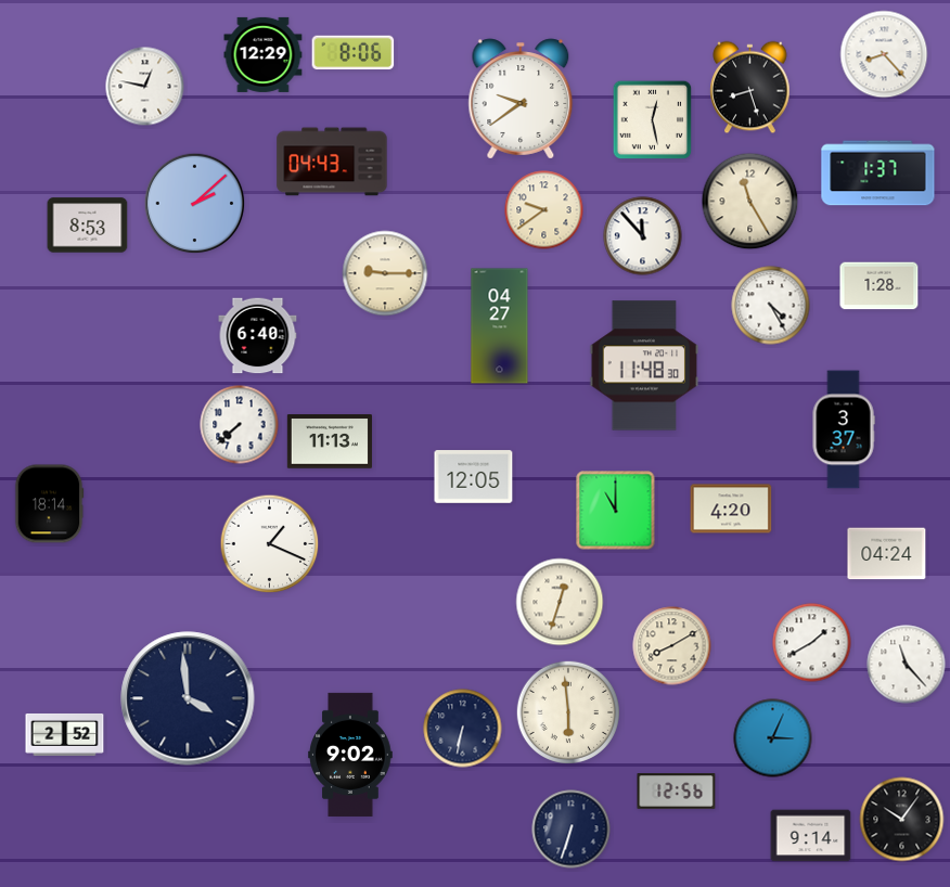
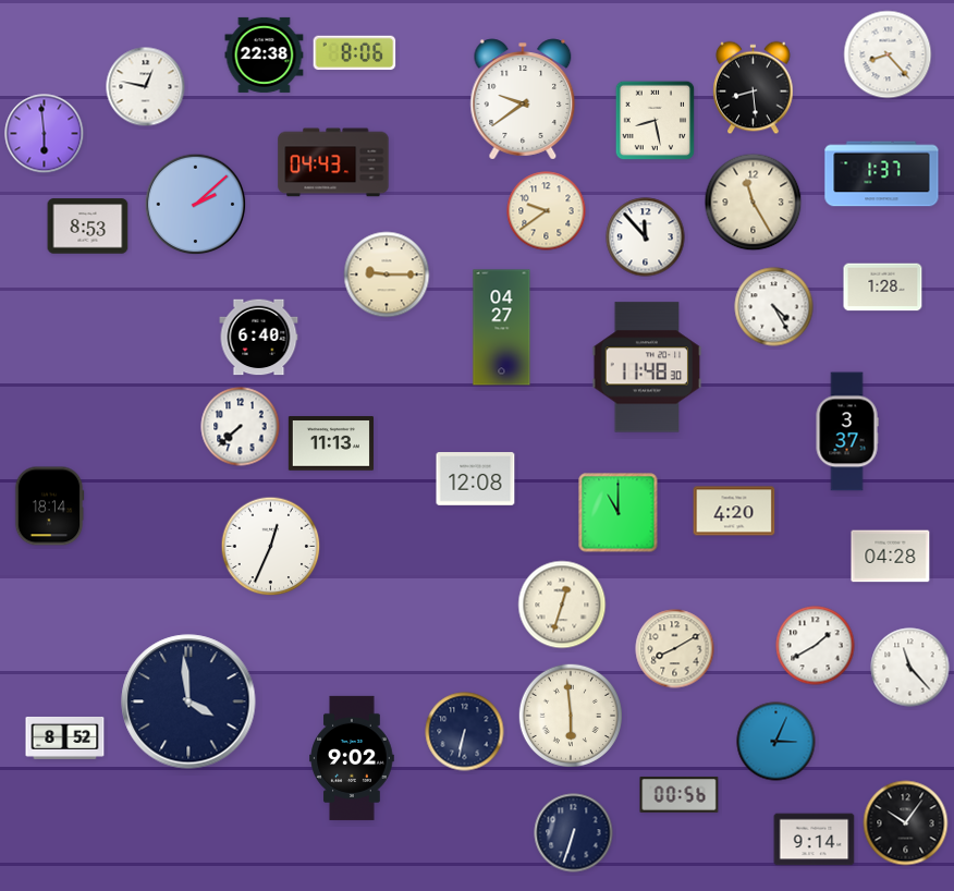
clock at (264, 54): 12:29 -> 22:38
clock at (750, 88): 8:27 -> 8:29
clock at (653, 120): 12:28 -> 8:28
clock at (45, 134): none -> 5:59
clock at (474, 477): 12:05 -> 12:08
clock at (270, 544): 1:19 -> 12:34
clock at (887, 554): 04:24 -> 04:28
clock at (65, 734): 2:52 -> 8:52
clock at (677, 792): 12:56 -> 00:56
